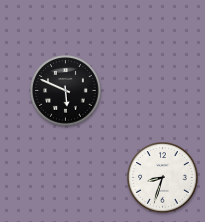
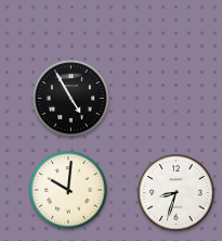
clock at (66, 91): 5:49 -> 4:55
clock at (68, 190): none -> 10:01
